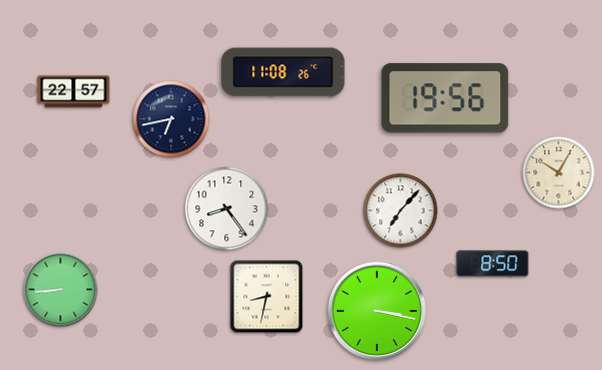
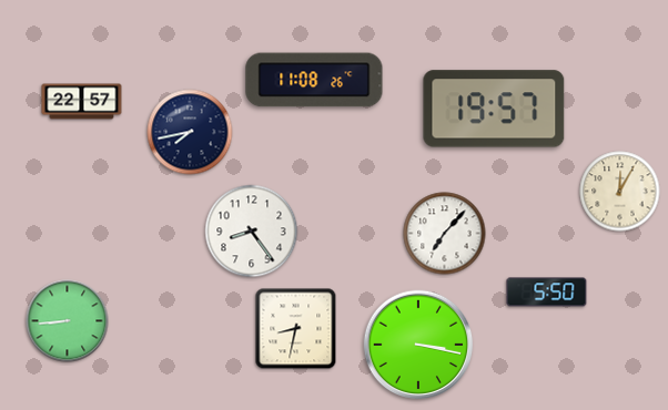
clock at (445, 98): 19:56 -> 19:57
clock at (171, 119): 6:43 -> 7:43
clock at (559, 173): 10:05 -> 12:05
clock at (493, 264): 8:50 -> 5:50
